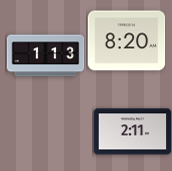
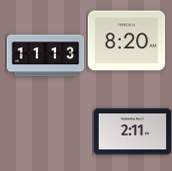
clock at (45, 56): 1:13 -> 11:13
